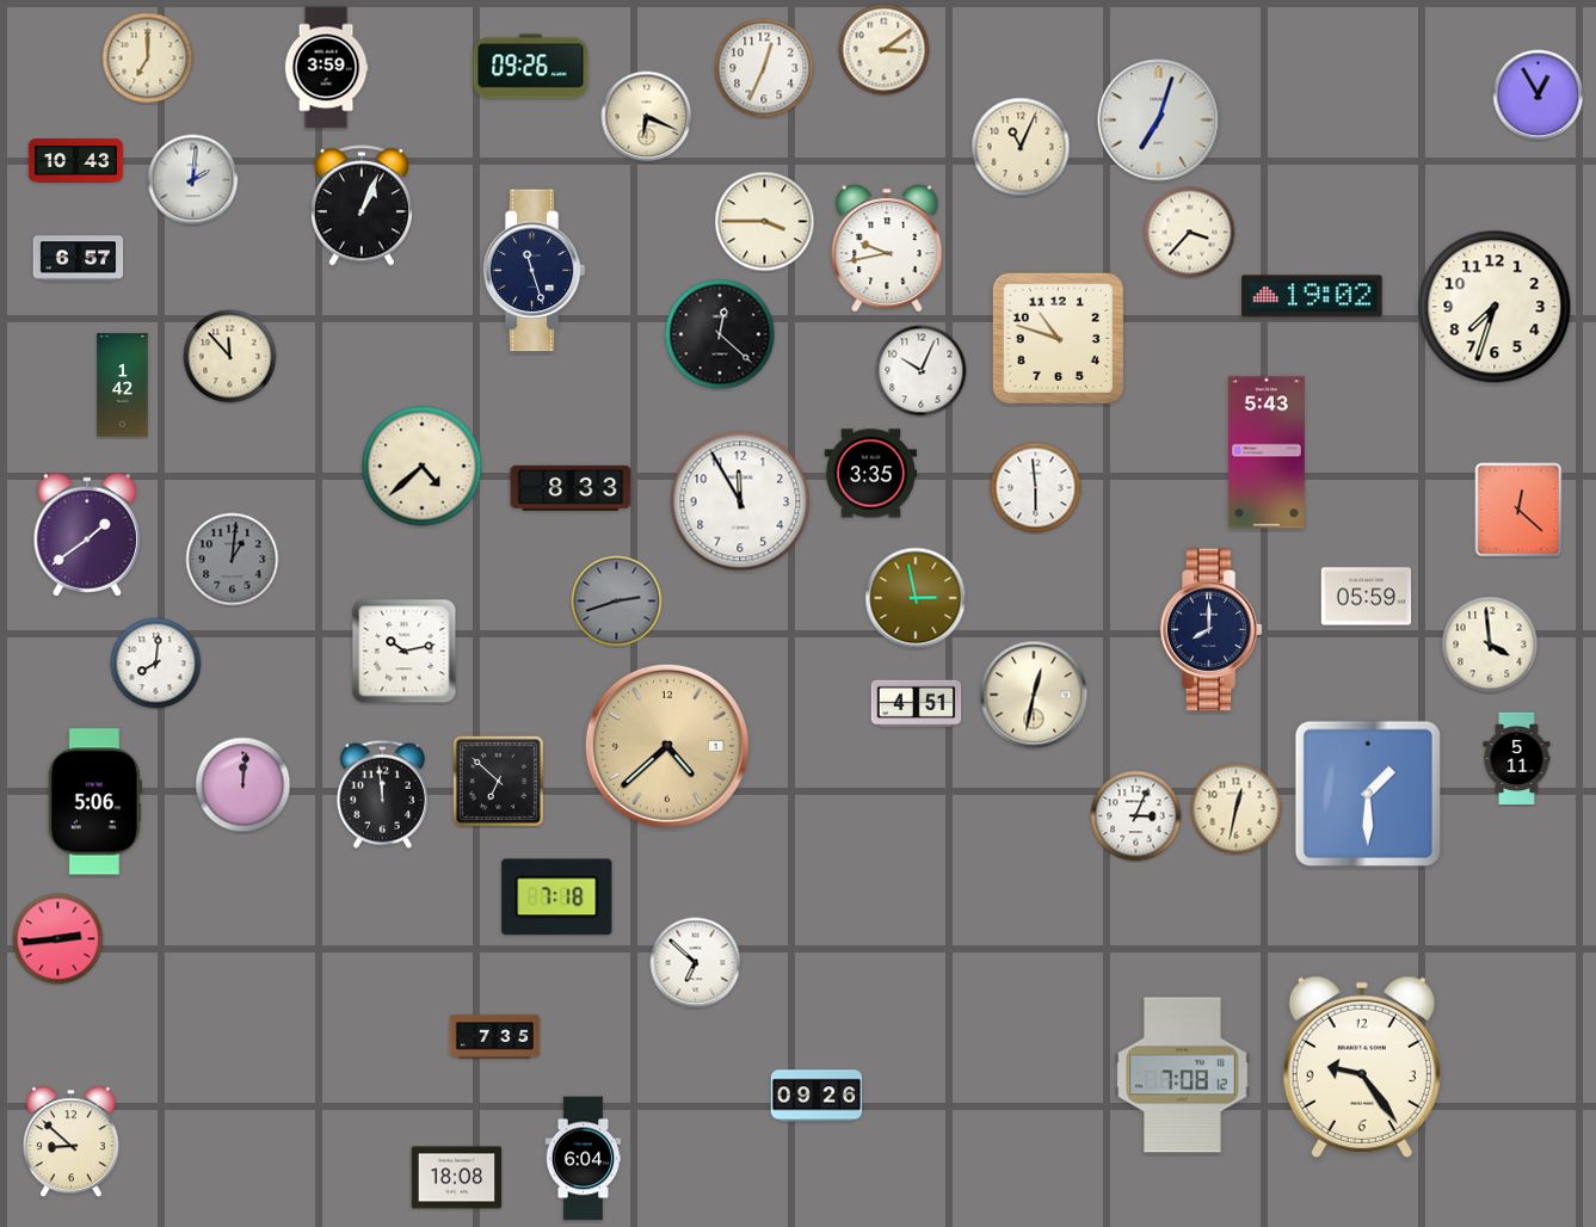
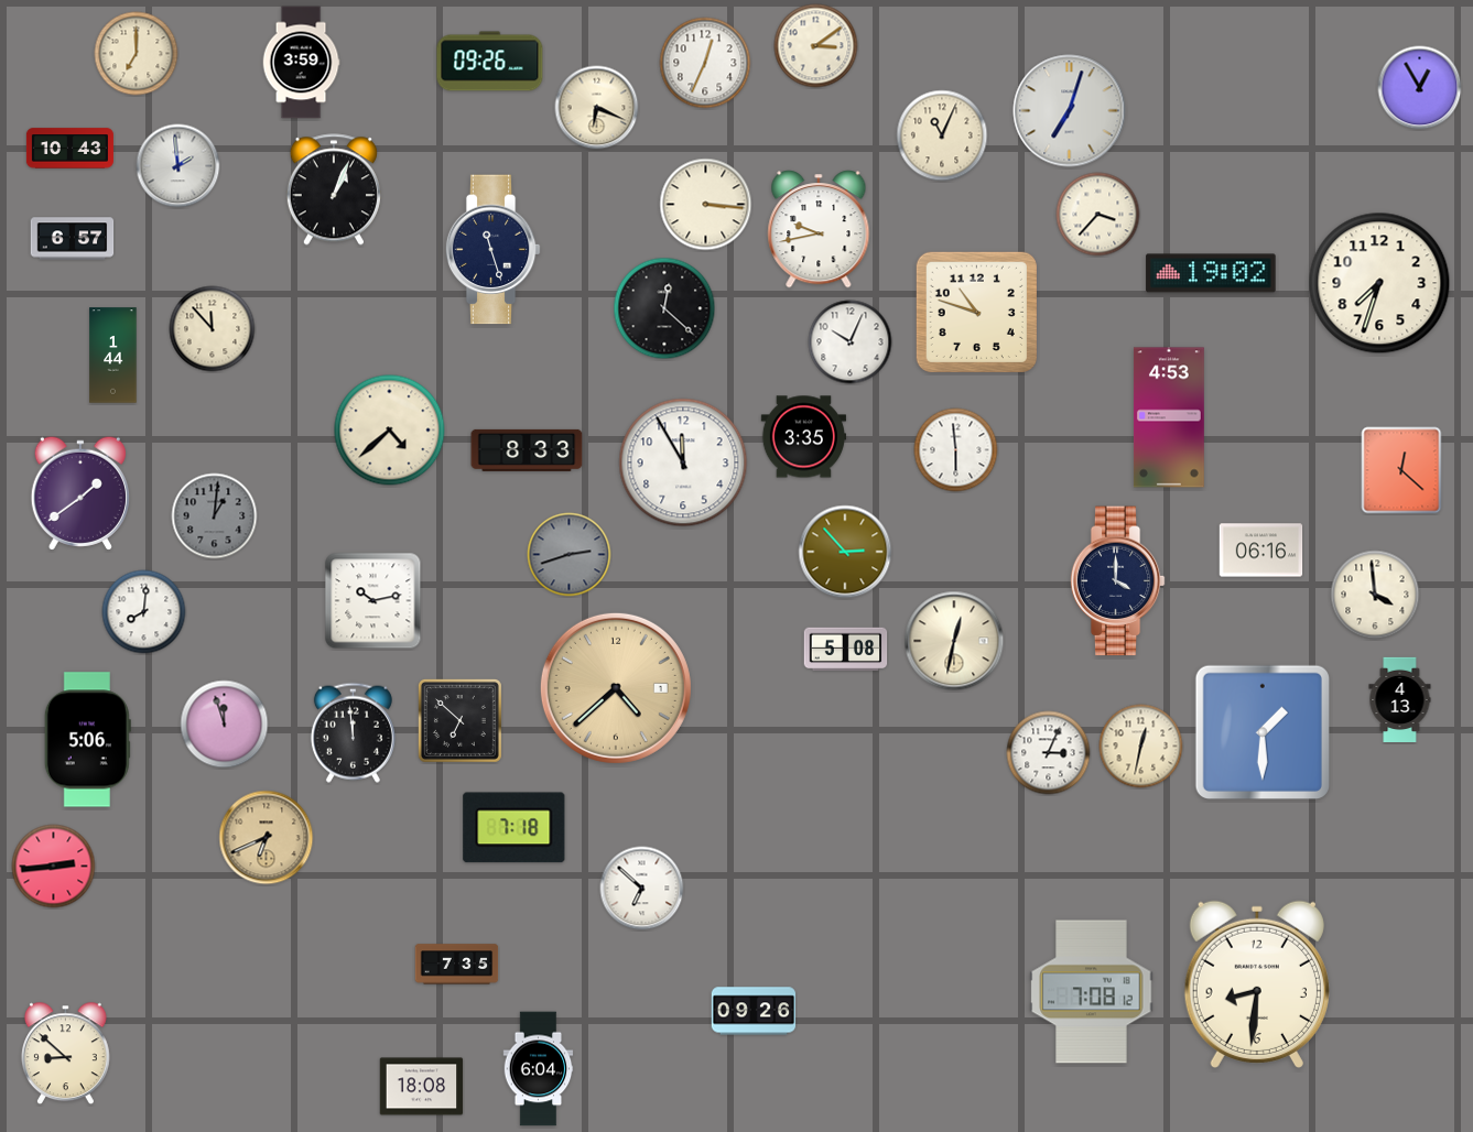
clock at (193, 180): 2:01 -> 1:59
clock at (765, 222): 3:45 -> 3:16
clock at (123, 386): 1:42 -> 1:44
clock at (1267, 452): 5:43 -> 4:53
clock at (1367, 597): 05:59 -> 06:16
clock at (916, 598): 2:58 -> 2:53
clock at (1210, 630): 8:00 -> 4:00
clock at (917, 704): 4:51 -> 5:08
clock at (1517, 759): 5:11 -> 4:13
clock at (244, 785): 12:01 -> 11:57
clock at (267, 838): none -> 6:41
clock at (495, 1037) position: (495, 1037) -> (457, 965)
clock at (1362, 1067): 9:24 -> 8:31
